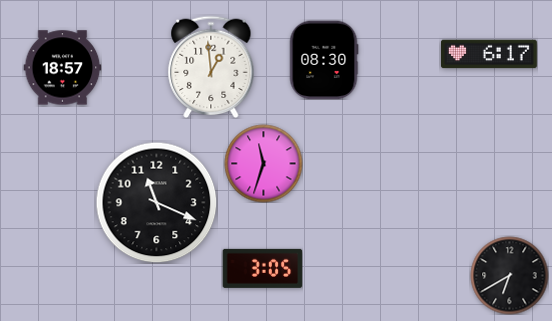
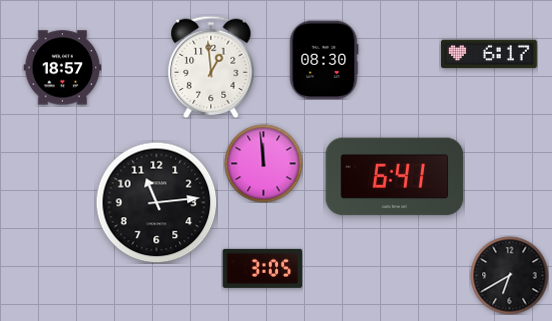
clock at (263, 163): 11:33 -> 11:59
clock at (395, 177): none -> 6:41
clock at (156, 202): 11:19 -> 11:14
